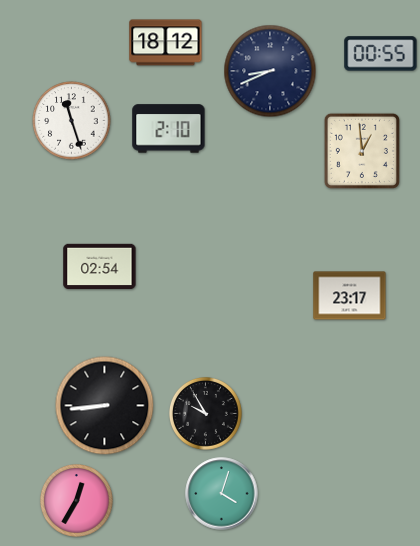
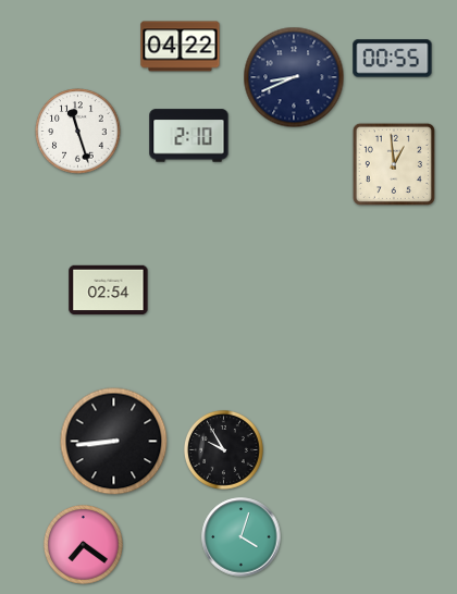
clock at (166, 43): 18:12 -> 04:22
clock at (381, 54) position: (381, 54) -> (393, 59)
clock at (169, 129) position: (169, 129) -> (189, 136)
clock at (350, 296): 23:17 -> none
clock at (77, 501): 12:35 -> 7:21
